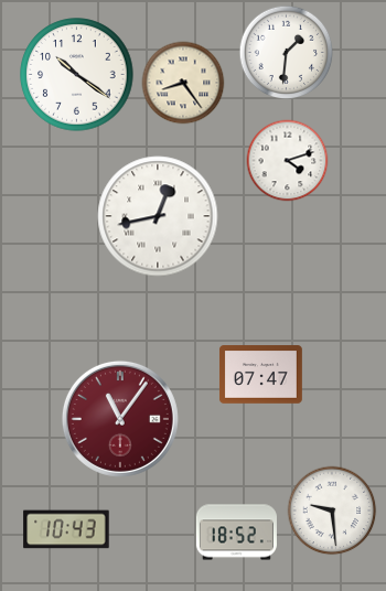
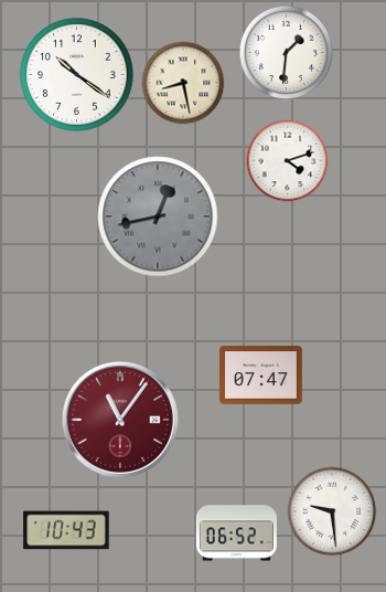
clock at (183, 83): 8:24 -> 8:28
clock at (158, 216) dial: white -> grey
clock at (236, 533): 18:52 -> 06:52
